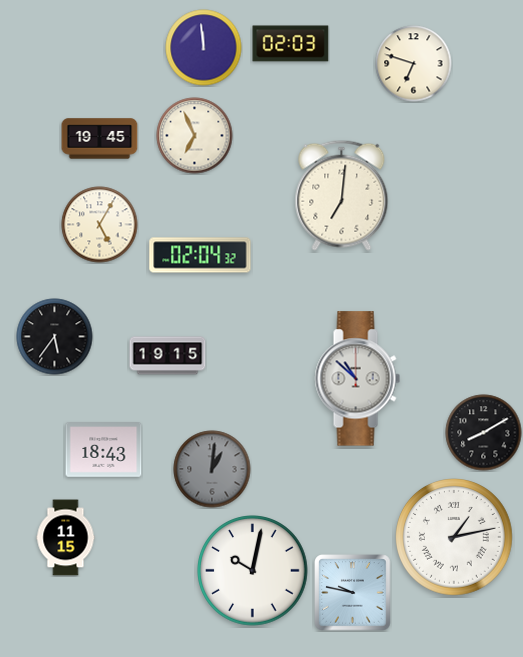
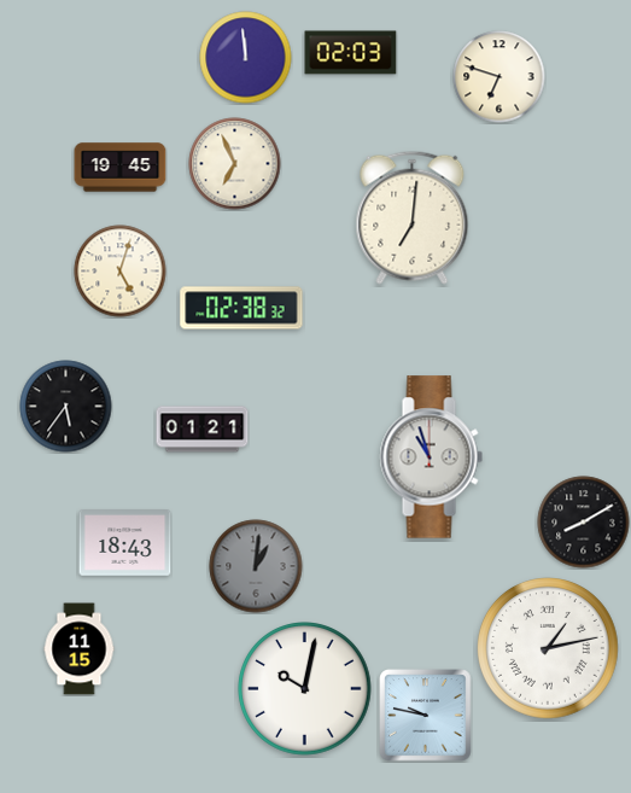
clock at (342, 195) position: (342, 195) -> (413, 217)
clock at (100, 225): 5:05 -> 5:03
clock at (200, 255): 02:04 -> 02:38
clock at (168, 356): 19:15 -> 01:21
clock at (357, 379): 10:52 -> 10:57
